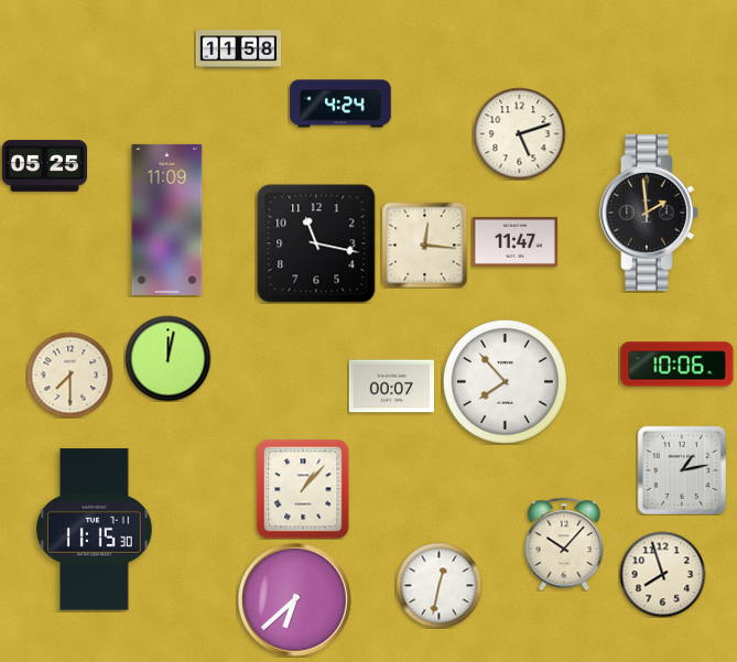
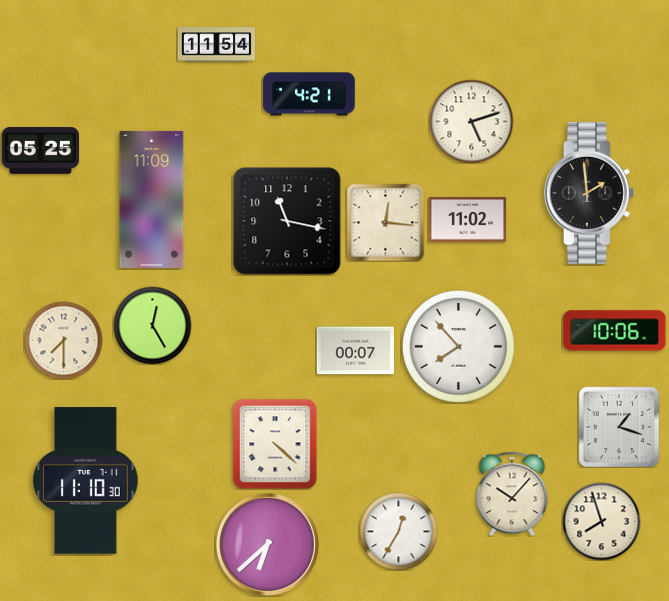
clock at (238, 50): 11:58 -> 11:54
clock at (340, 104): 4:24 -> 4:21
clock at (514, 242): 11:47 -> 11:02
clock at (167, 358): 12:02 -> 12:25
clock at (682, 470): 1:13 -> 1:18
clock at (303, 489): 1:07 -> 4:22
clock at (95, 530): 11:15 -> 11:10
clock at (438, 585): 12:32 -> 12:35
